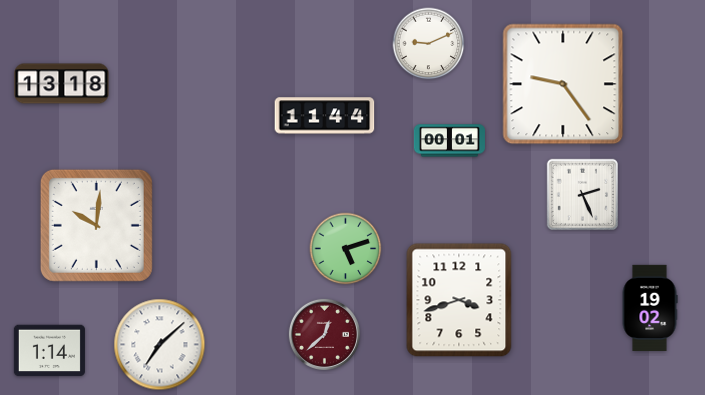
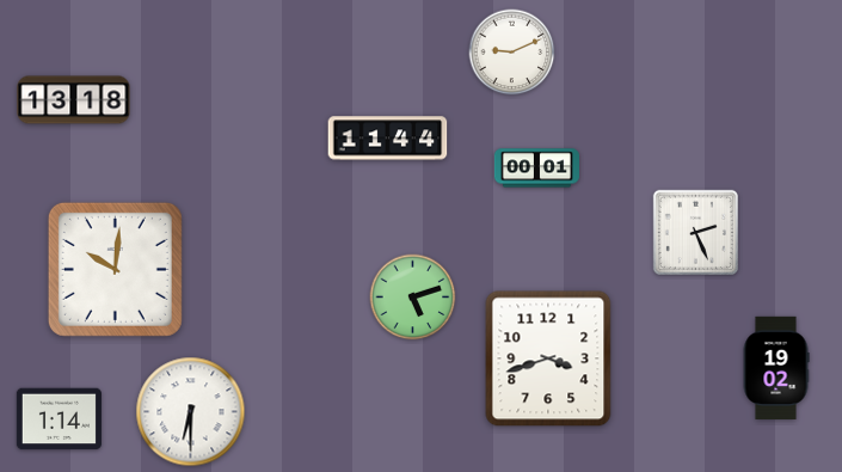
clock at (563, 84): 9:24 -> none
clock at (324, 334): 12:38 -> none
clock at (160, 345): 7:08 -> 6:30
